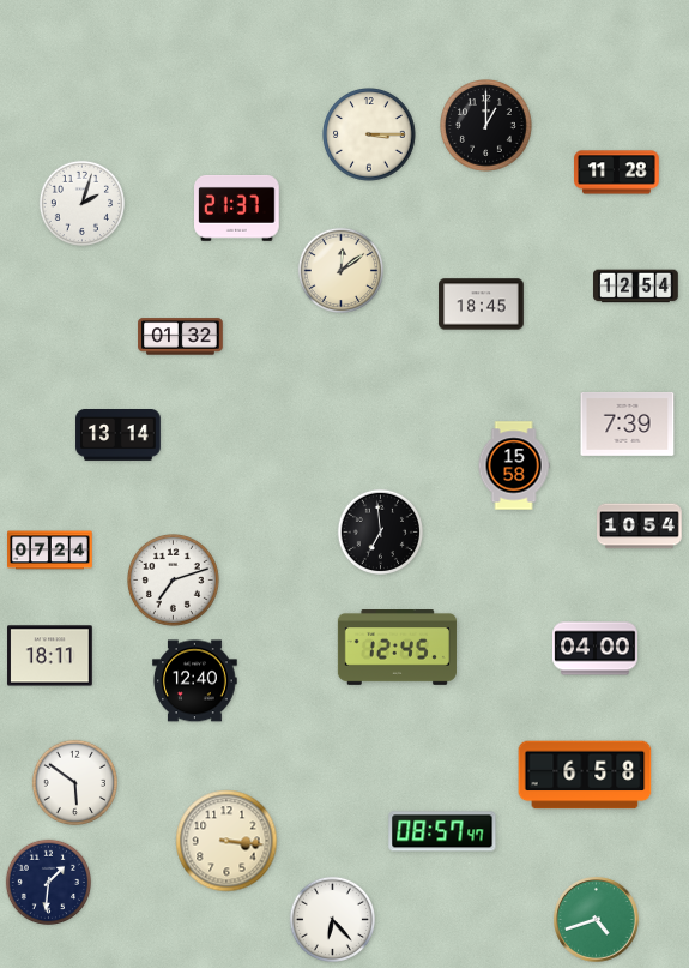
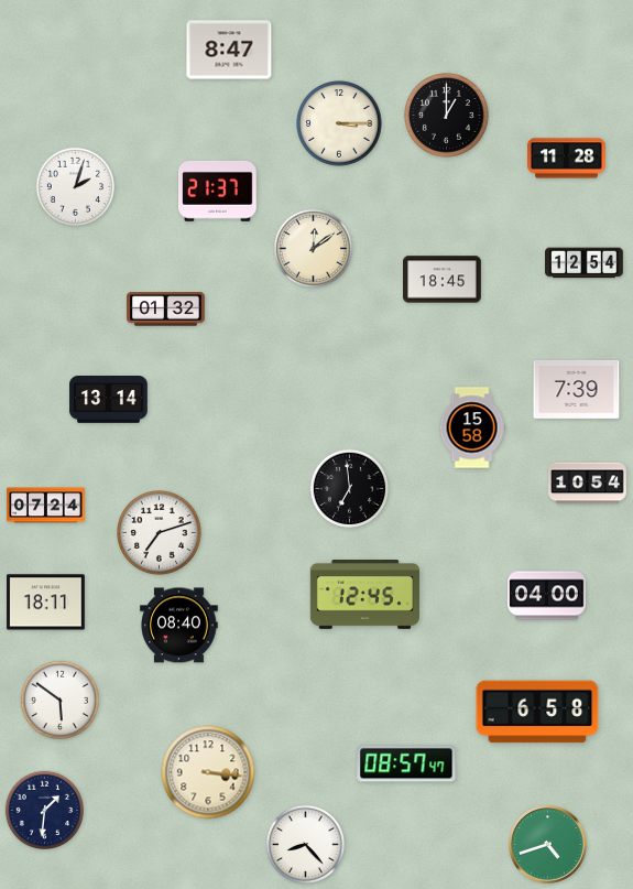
clock at (229, 50): none -> 8:47
clock at (195, 681): 12:40 -> 08:40
clock at (74, 782) position: (74, 782) -> (59, 700)
clock at (332, 919): 6:23 -> 8:23
